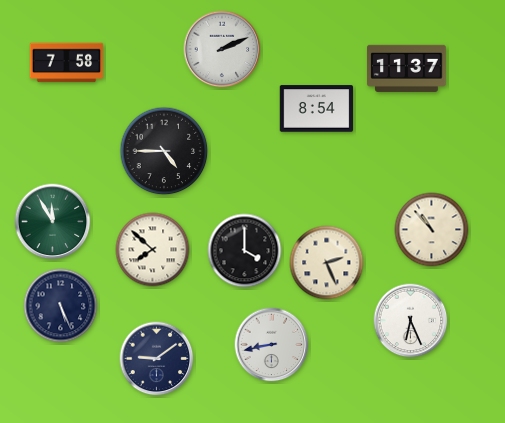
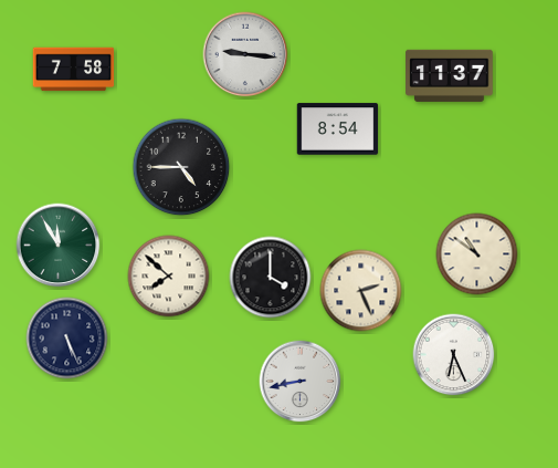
clock at (222, 49): 2:11 -> 9:16
clock at (317, 109) position: (317, 109) -> (338, 129)
clock at (432, 230): 10:53 -> 10:51
clock at (157, 359): 9:09 -> none
